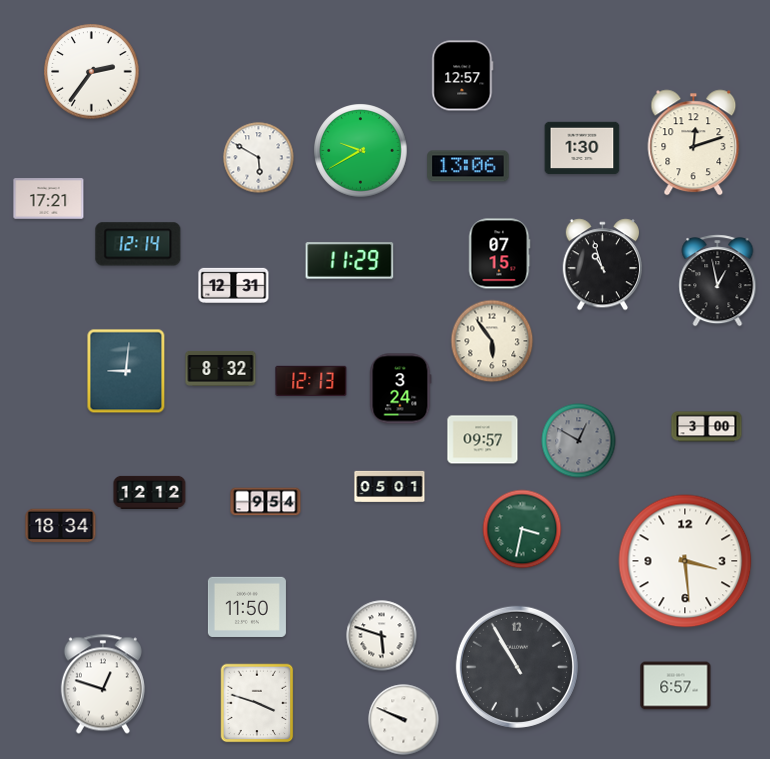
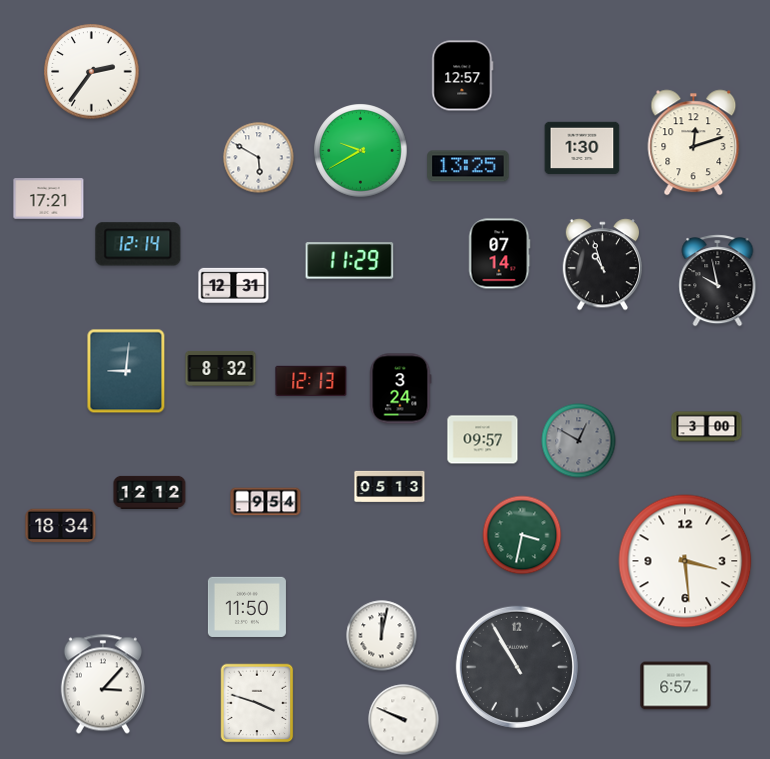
clock at (468, 166): 13:06 -> 13:25
clock at (499, 254): 07:15 -> 07:14
clock at (718, 281): 12:58 -> 9:58
clock at (492, 341): 5:54 -> none
clock at (390, 486): 05:01 -> 05:13
clock at (522, 529) position: (522, 529) -> (522, 535)
clock at (382, 636): 5:48 -> 12:02
clock at (103, 684): 12:48 -> 3:07
